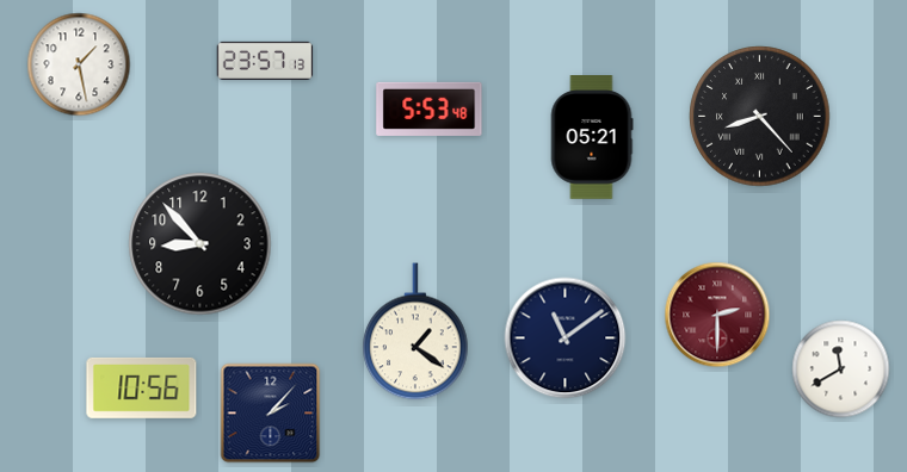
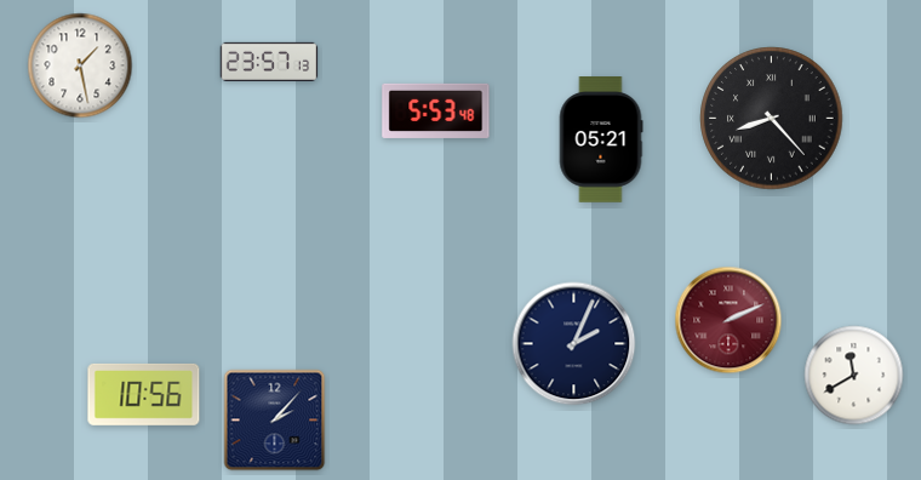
clock at (200, 244): 8:53 -> none
clock at (717, 315): 2:30 -> 2:11
clock at (417, 331): 1:21 -> none
clock at (566, 339): 11:09 -> 2:04
